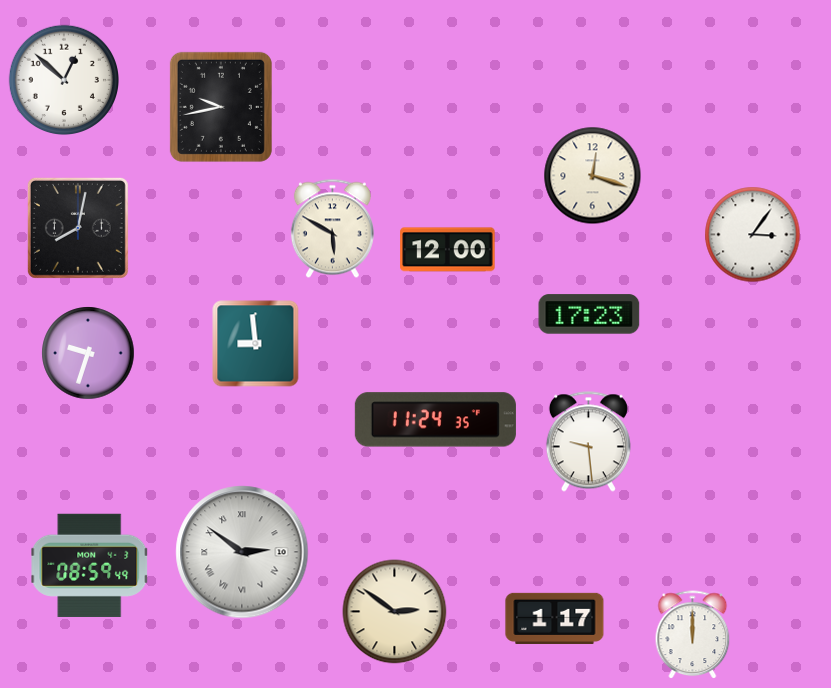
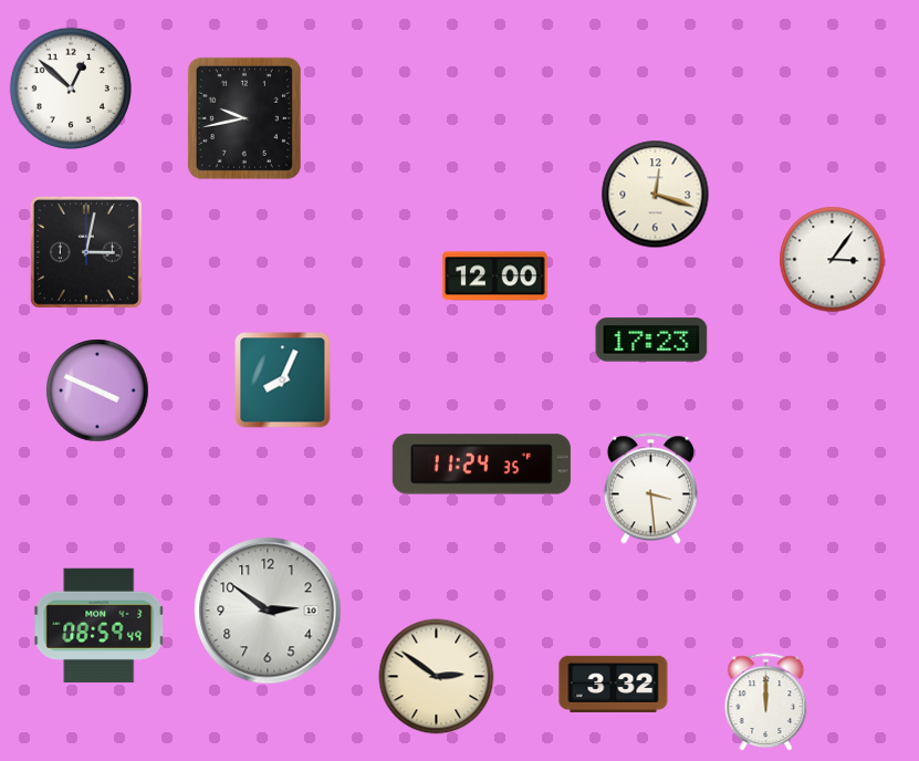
clock at (78, 228): 8:02 -> 3:02
clock at (332, 229): 5:50 -> none
clock at (589, 314) position: (589, 314) -> (651, 340)
clock at (256, 344): 8:59 -> 8:04
clock at (88, 353): 9:33 -> 3:49
clock at (588, 442): 9:29 -> 3:29
clock at (242, 552) numerals: Roman -> Arabic
clock at (555, 618): 1:17 -> 3:32
